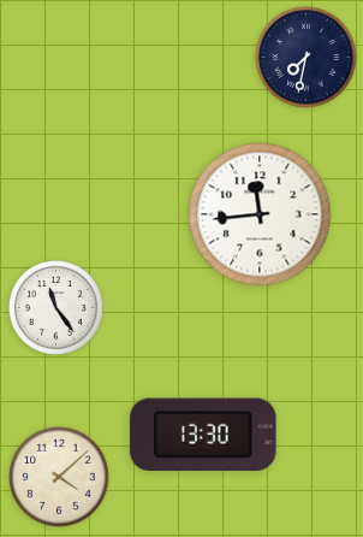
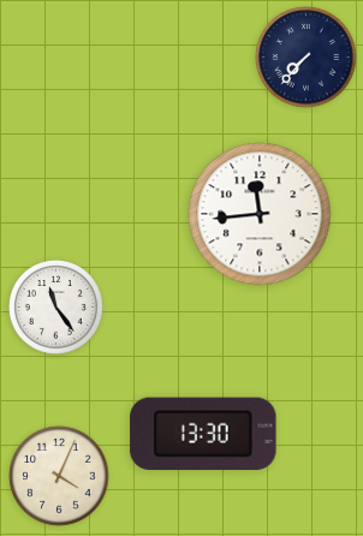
clock at (307, 58): 7:32 -> 7:37
clock at (59, 477): 4:08 -> 4:04
